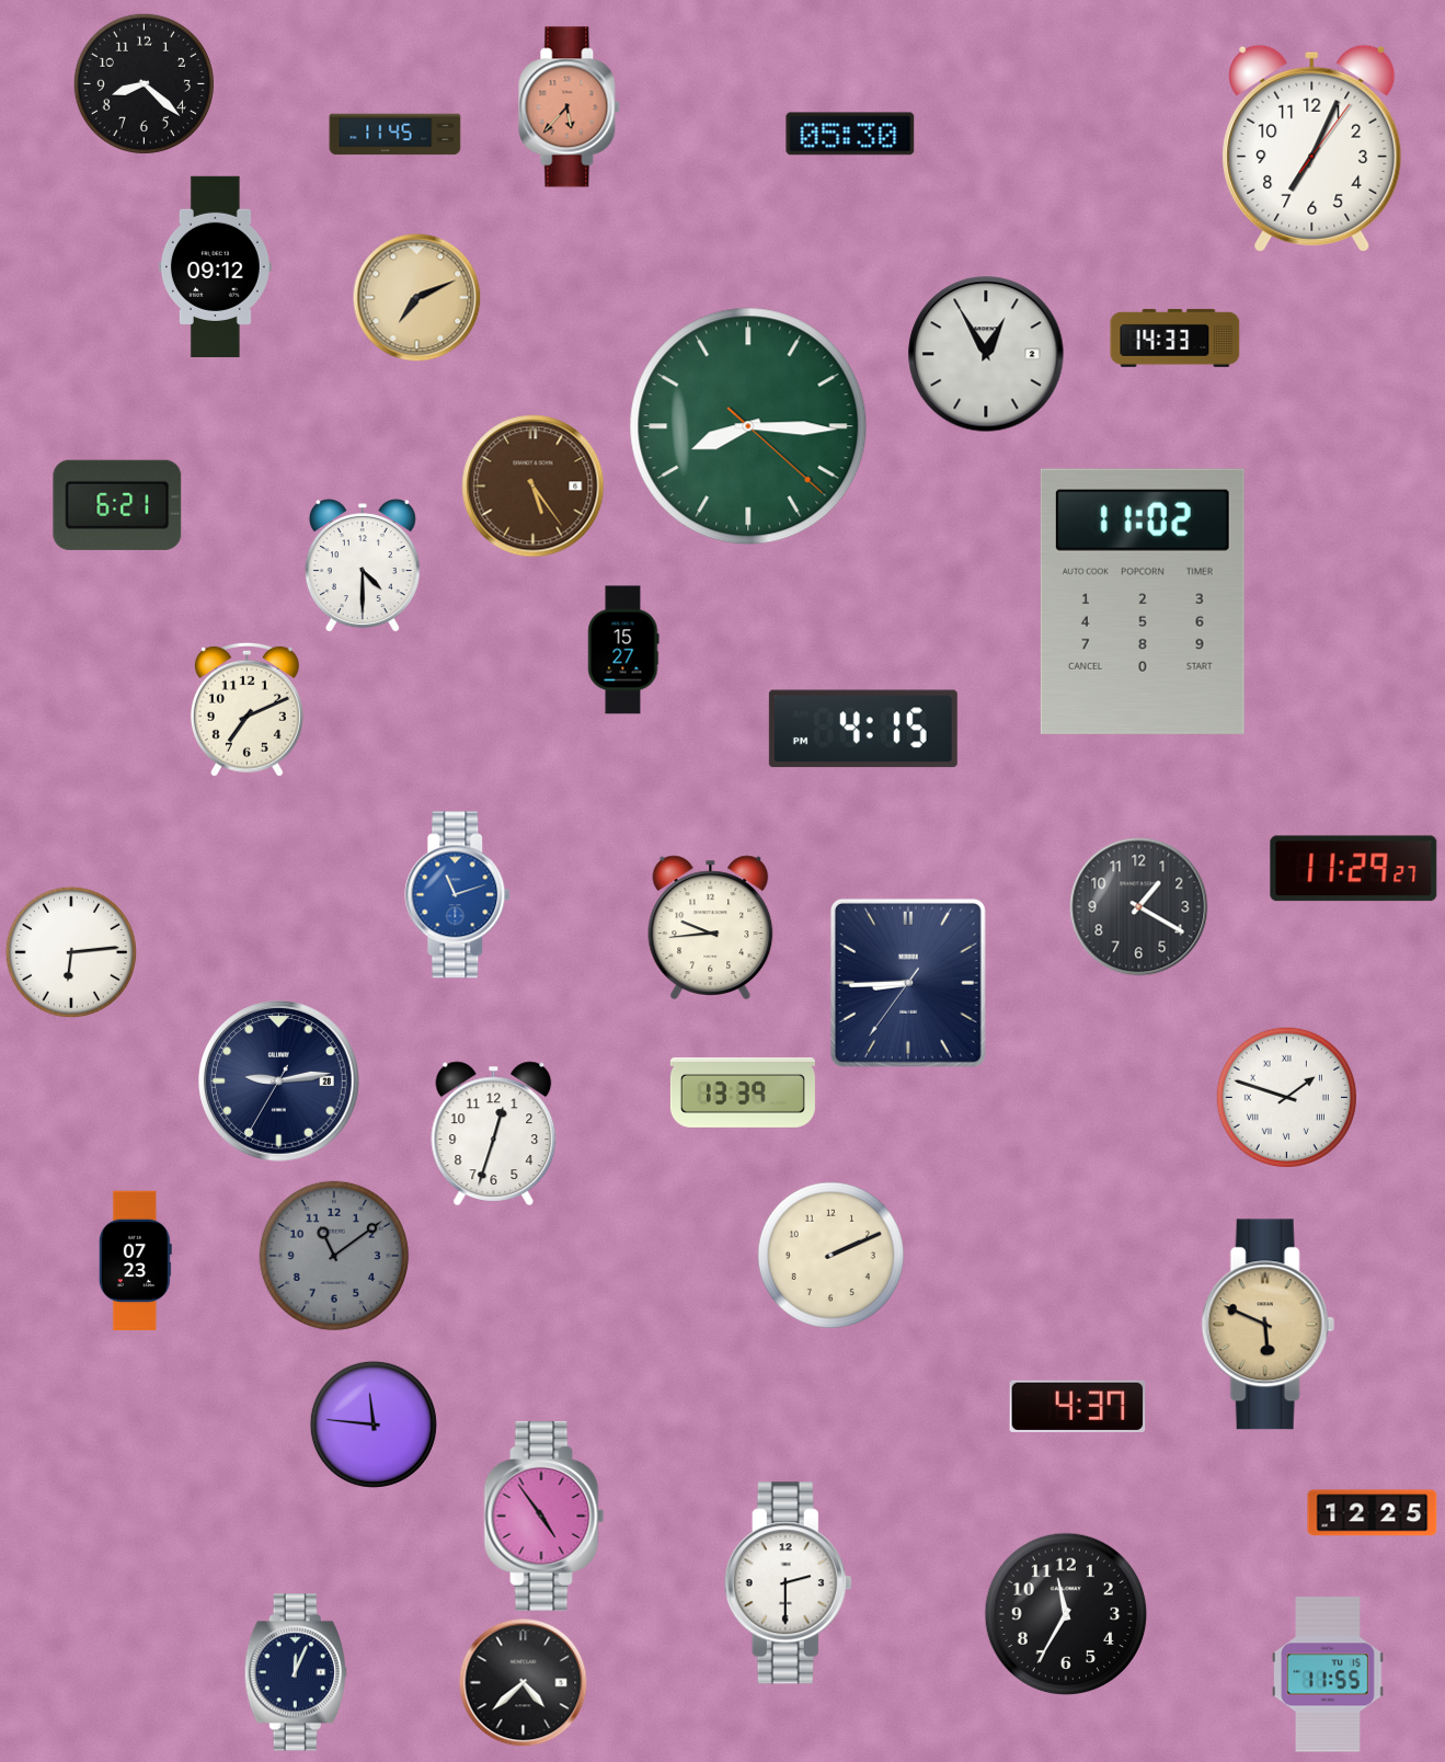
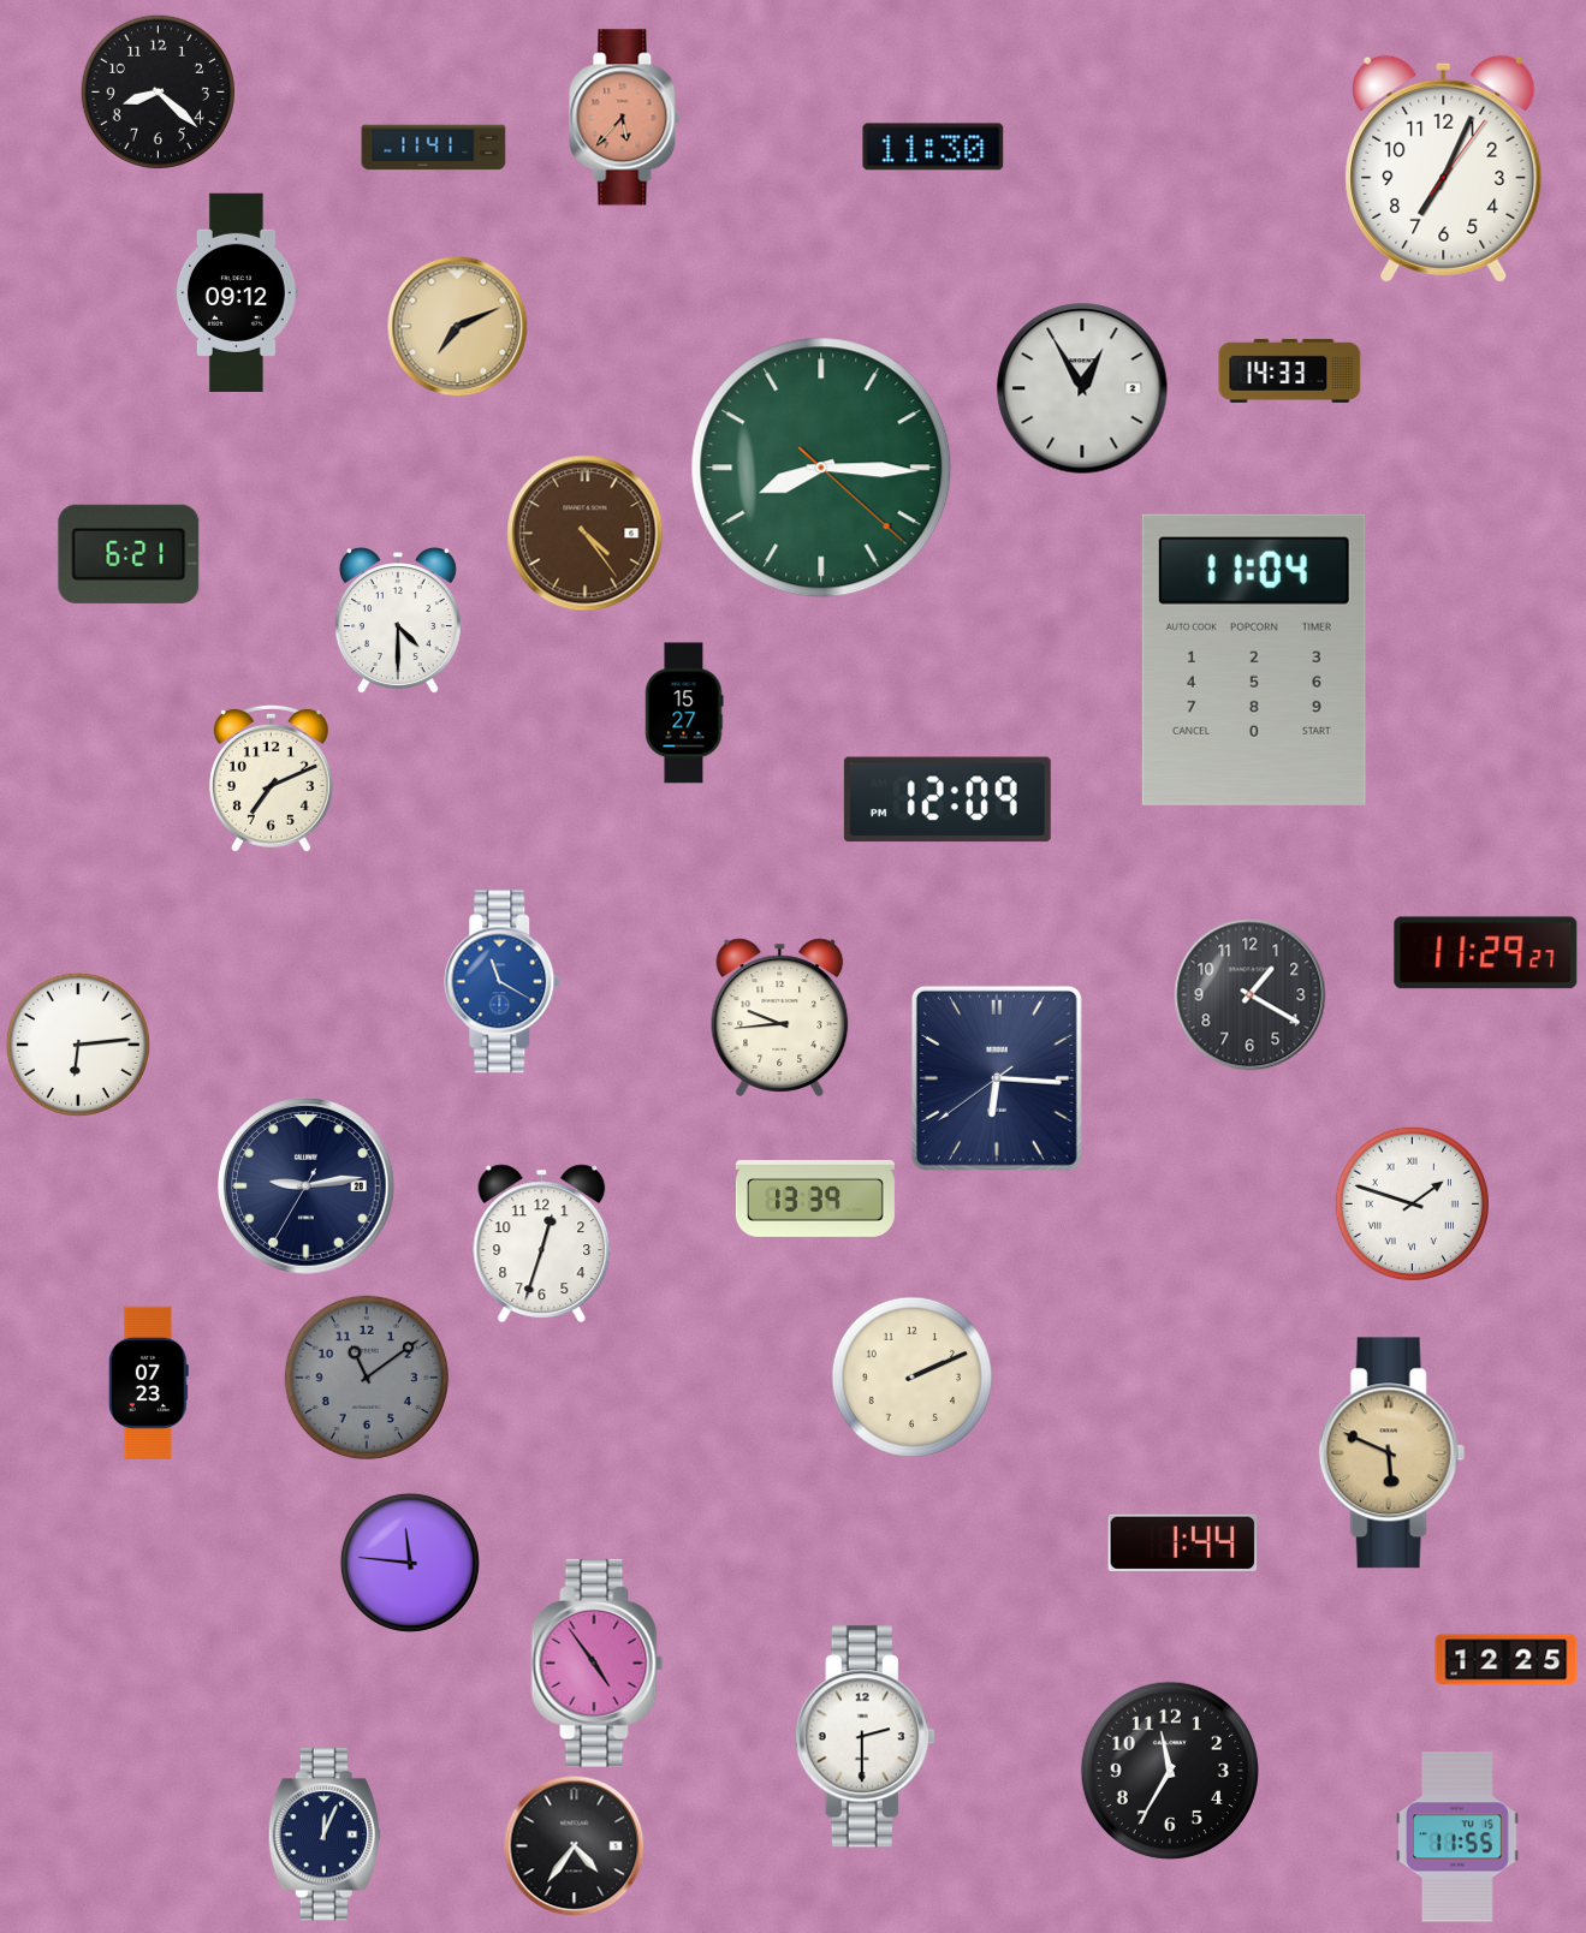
clock at (850, 134): 05:30 -> 11:30
clock at (395, 135): 11:45 -> 11:41
clock at (1312, 148) position: (1312, 148) -> (1444, 168)
clock at (534, 487): 5:24 -> 4:24
clock at (1143, 602): 11:02 -> 11:04
clock at (863, 729): 4:15 -> 12:09
clock at (458, 895): 11:12 -> 11:20
clock at (908, 983): 8:44 -> 6:15
clock at (1078, 1406): 4:37 -> 1:44
clock at (524, 1683): 4:38 -> 4:36
